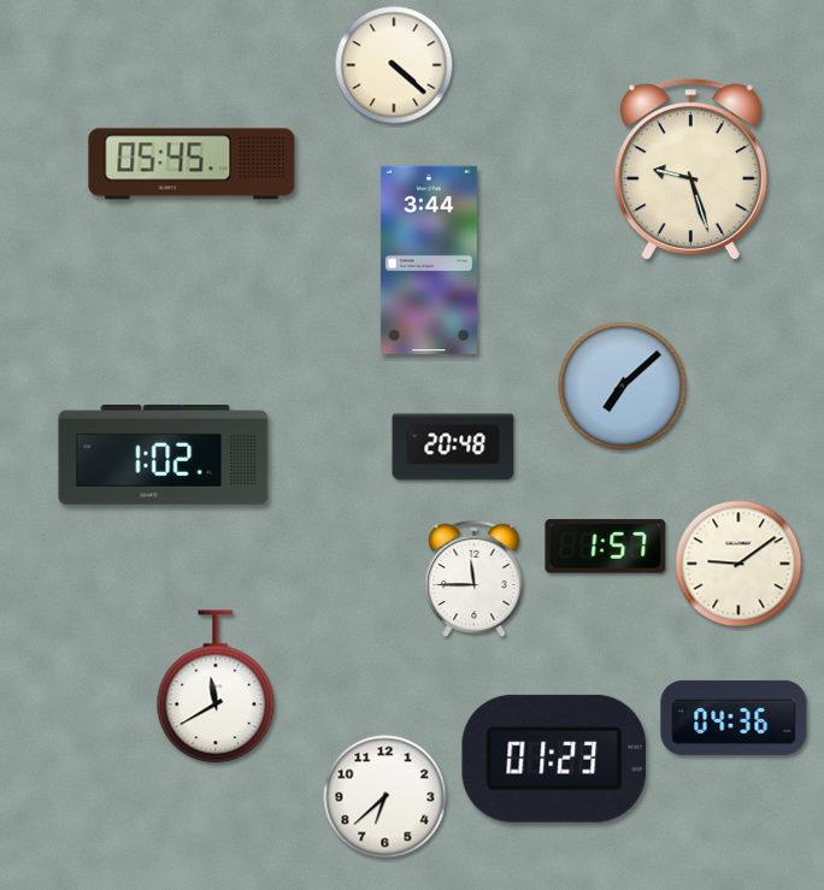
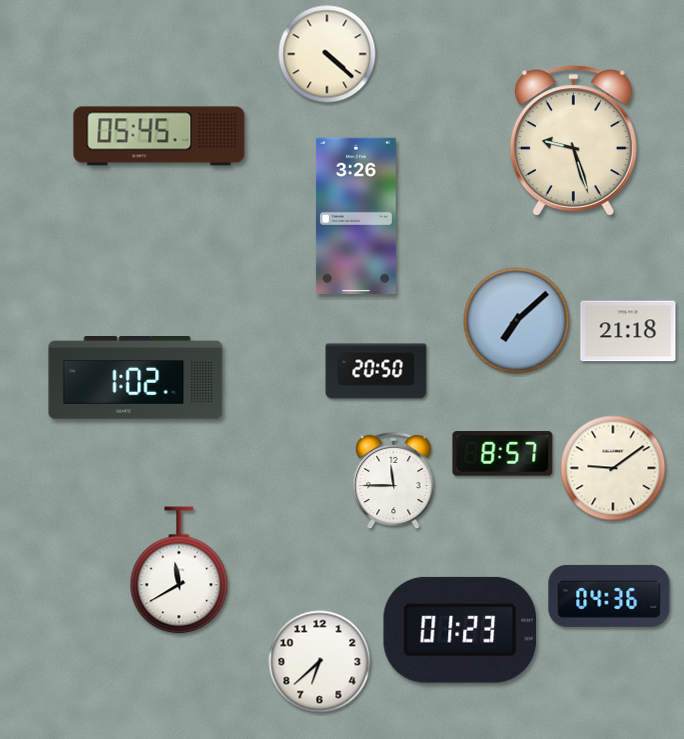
clock at (429, 260): 3:44 -> 3:26
clock at (628, 331): none -> 21:18
clock at (453, 447): 20:48 -> 20:50
clock at (606, 547): 1:57 -> 8:57
